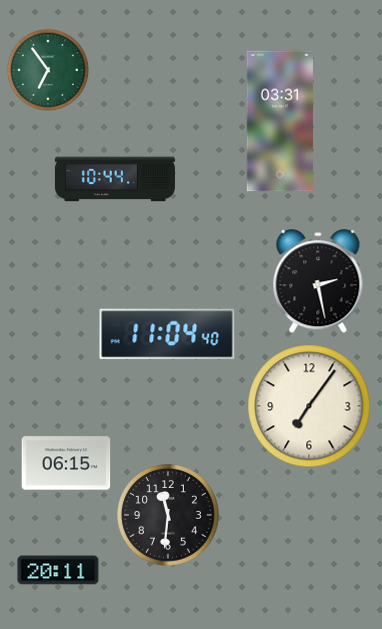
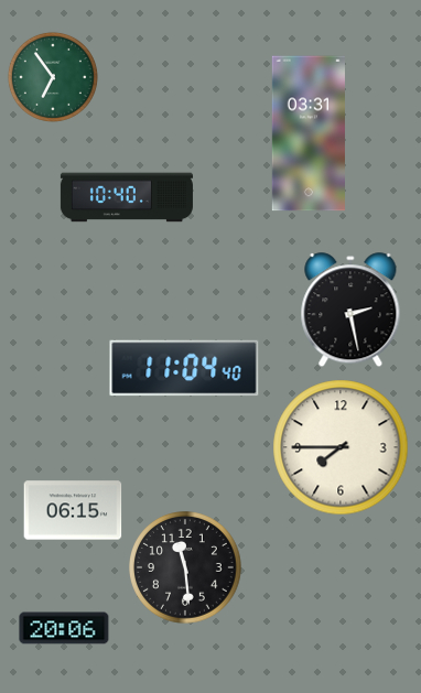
clock at (115, 179): 10:44 -> 10:40
clock at (309, 406): 7:06 -> 7:45
clock at (169, 516): 11:31 -> 11:29
clock at (58, 570): 20:11 -> 20:06
